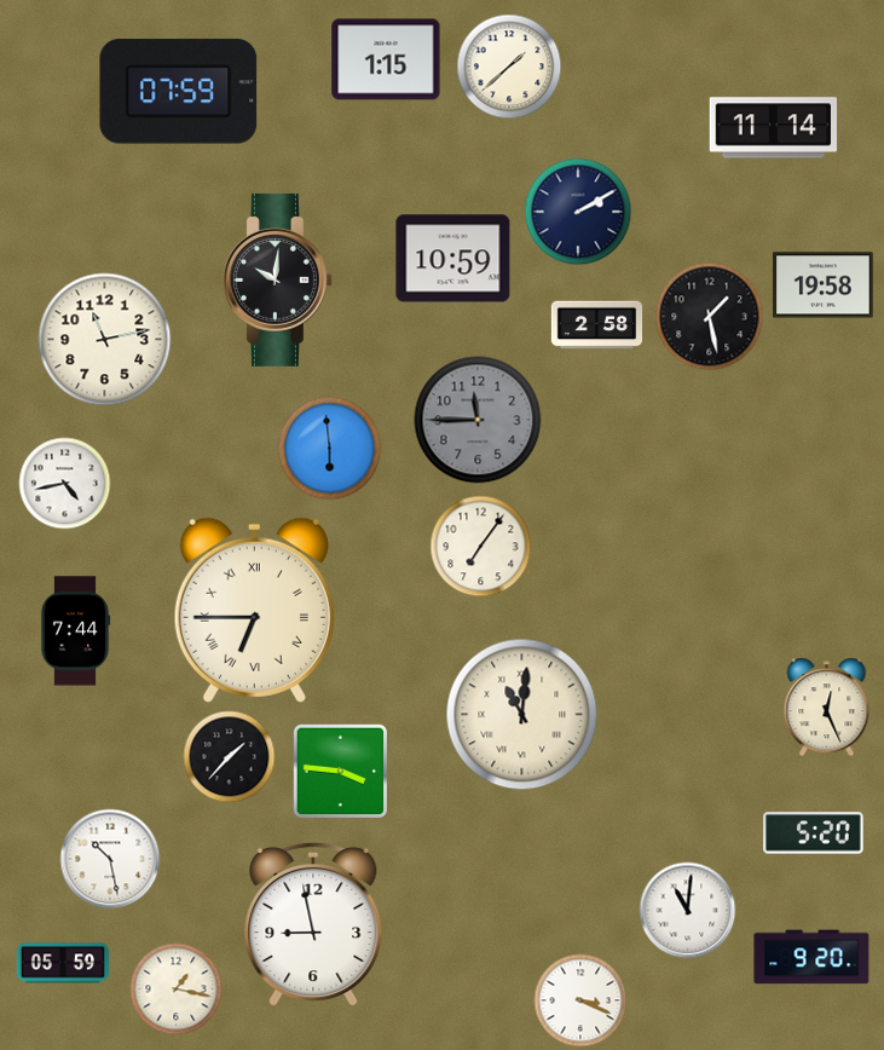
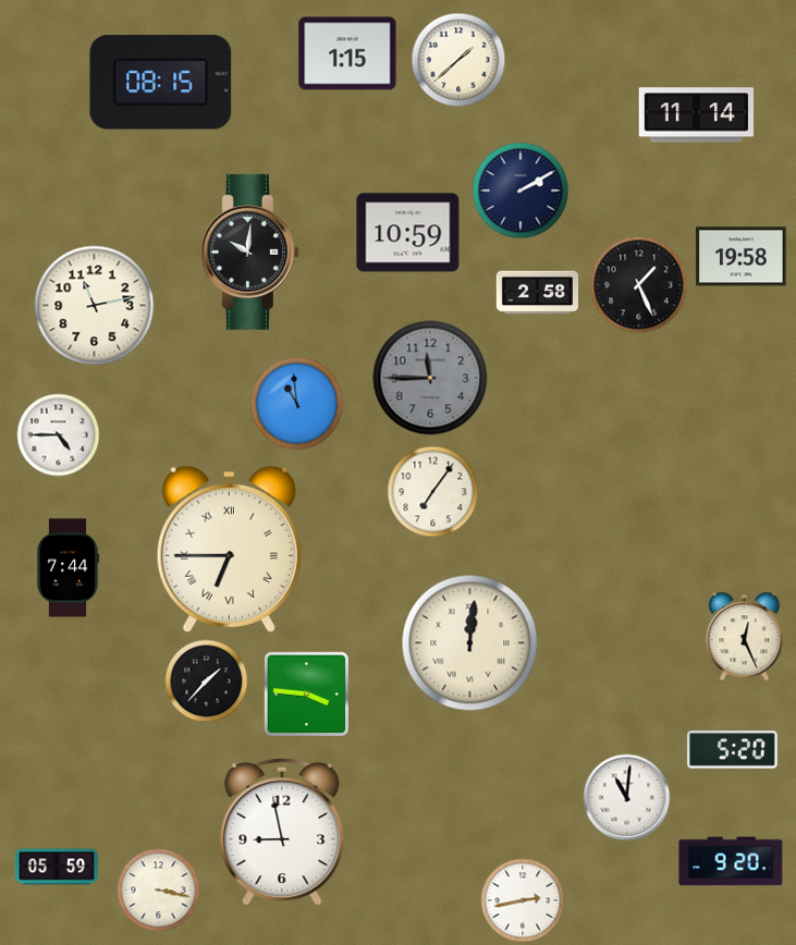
clock at (179, 92): 07:59 -> 08:15
clock at (710, 317): 1:28 -> 1:26
clock at (330, 449): 5:59 -> 10:59
clock at (65, 484): 4:43 -> 4:45
clock at (522, 715): 11:01 -> 12:01
clock at (110, 859): 10:28 -> none
clock at (688, 911) position: (688, 911) -> (627, 798)
clock at (177, 990): 1:17 -> 3:17
clock at (580, 1000): 3:19 -> 2:43
